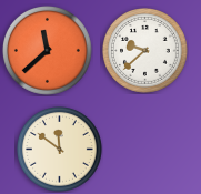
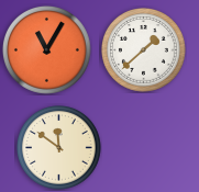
clock at (47, 50): 11:38 -> 11:05
clock at (145, 51): 9:38 -> 1:38
